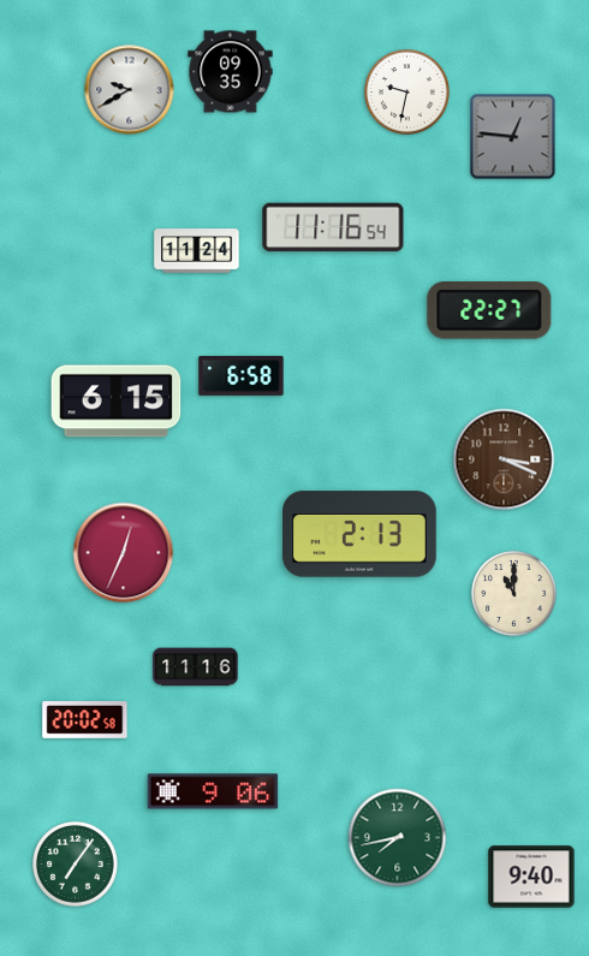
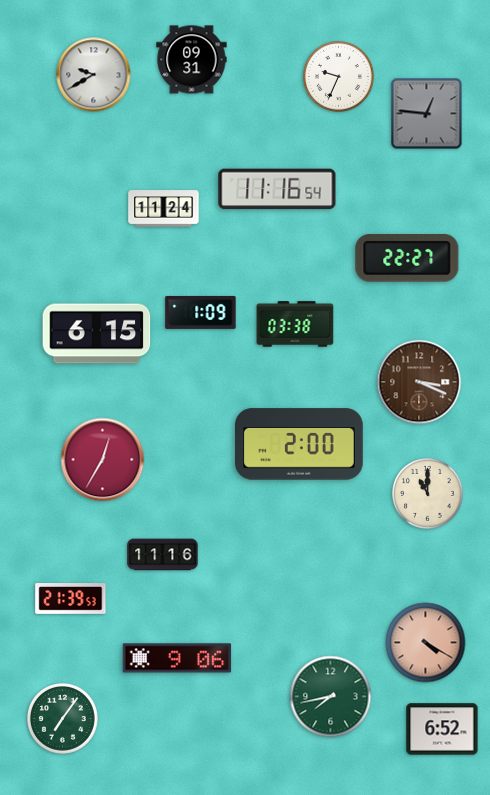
clock at (231, 72): 09:35 -> 09:31
clock at (130, 90) position: (130, 90) -> (94, 75)
clock at (407, 93): 9:32 -> 9:34
clock at (242, 375): 6:58 -> 1:09
clock at (295, 324): none -> 03:38
clock at (359, 534): 2:13 -> 2:00
clock at (124, 553): 12:34 -> 12:35
clock at (85, 720): 20:02 -> 21:39
clock at (426, 643): none -> 4:20
clock at (531, 877): 9:40 -> 6:52
